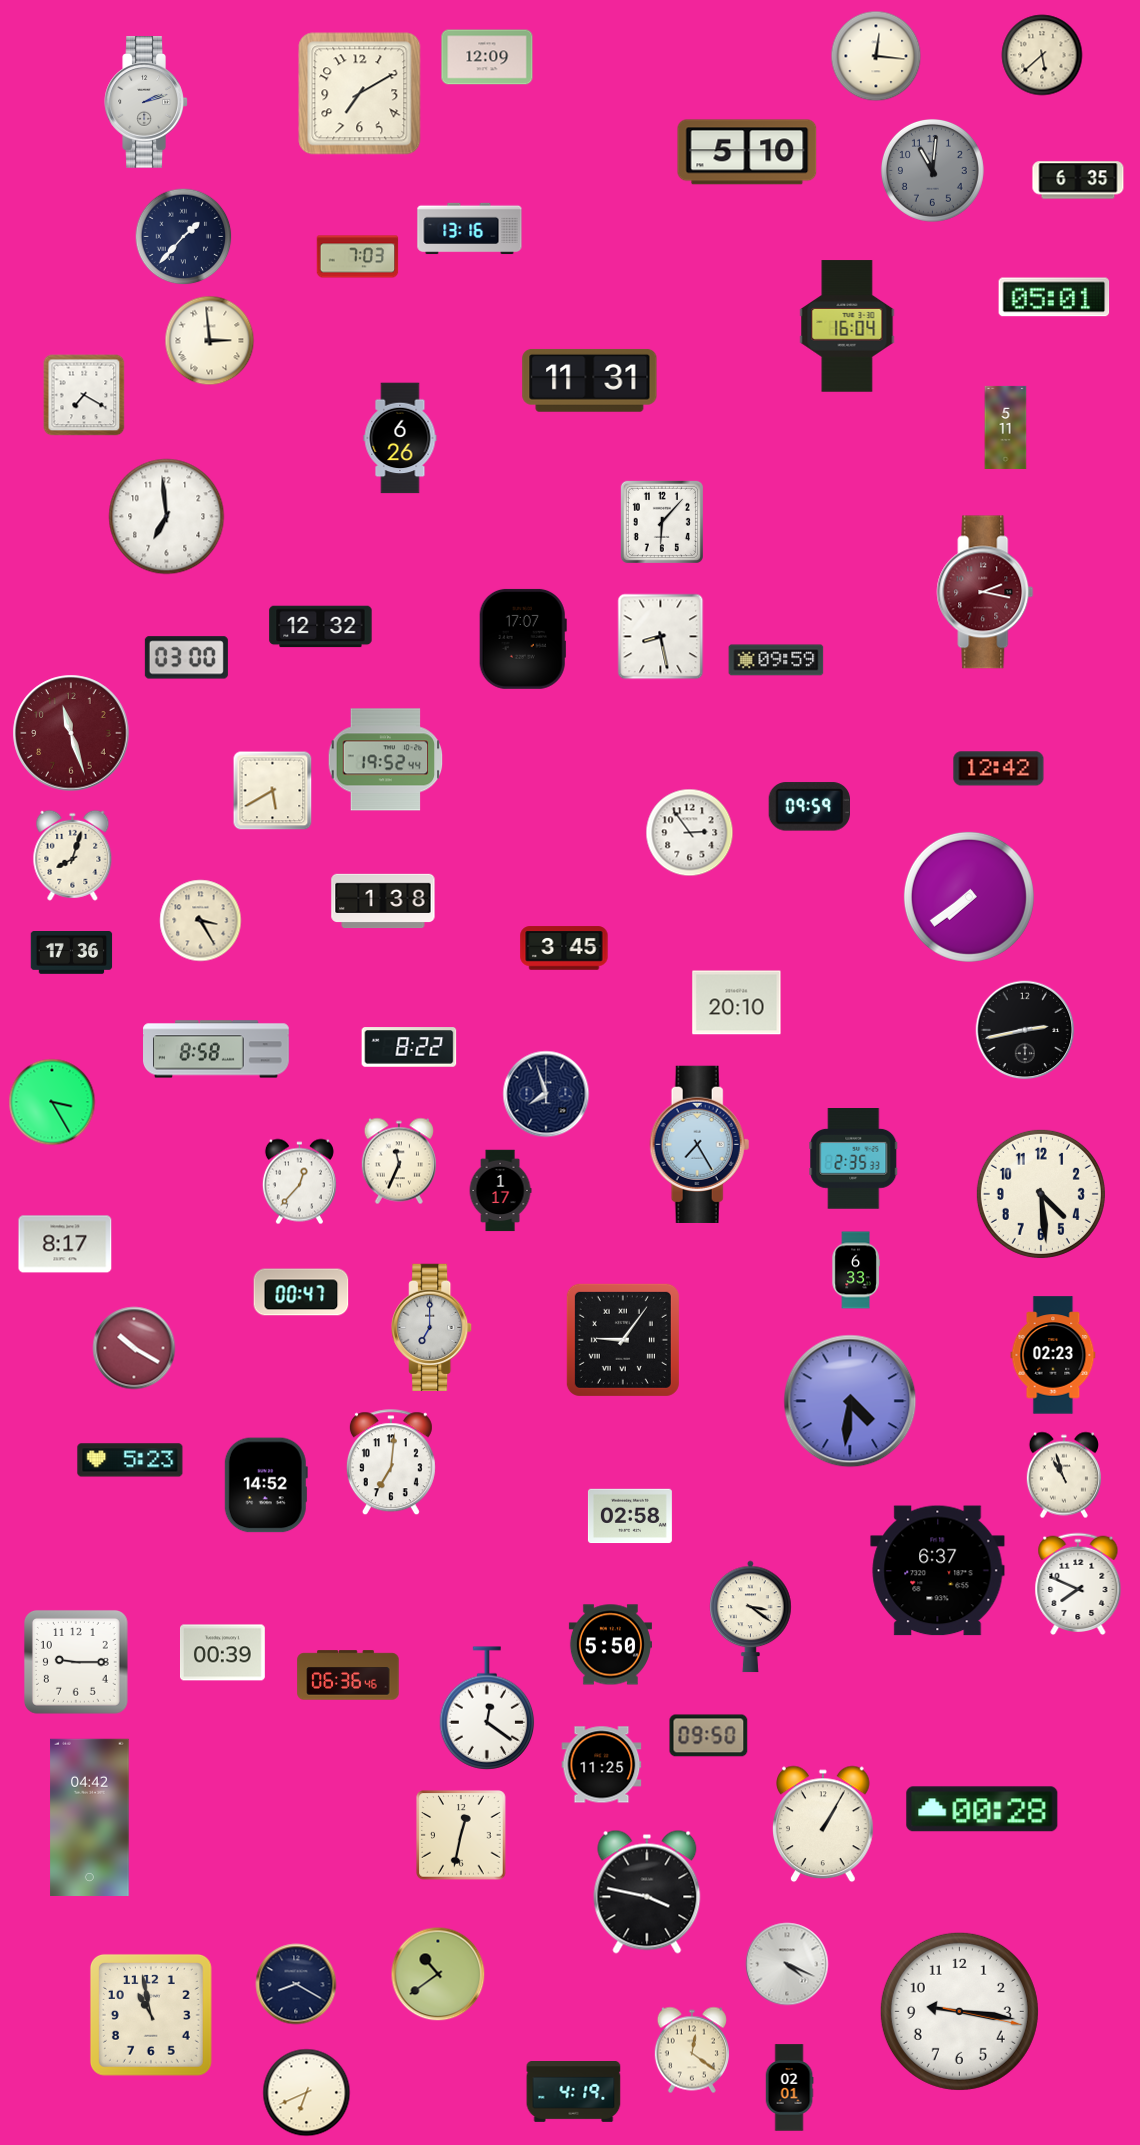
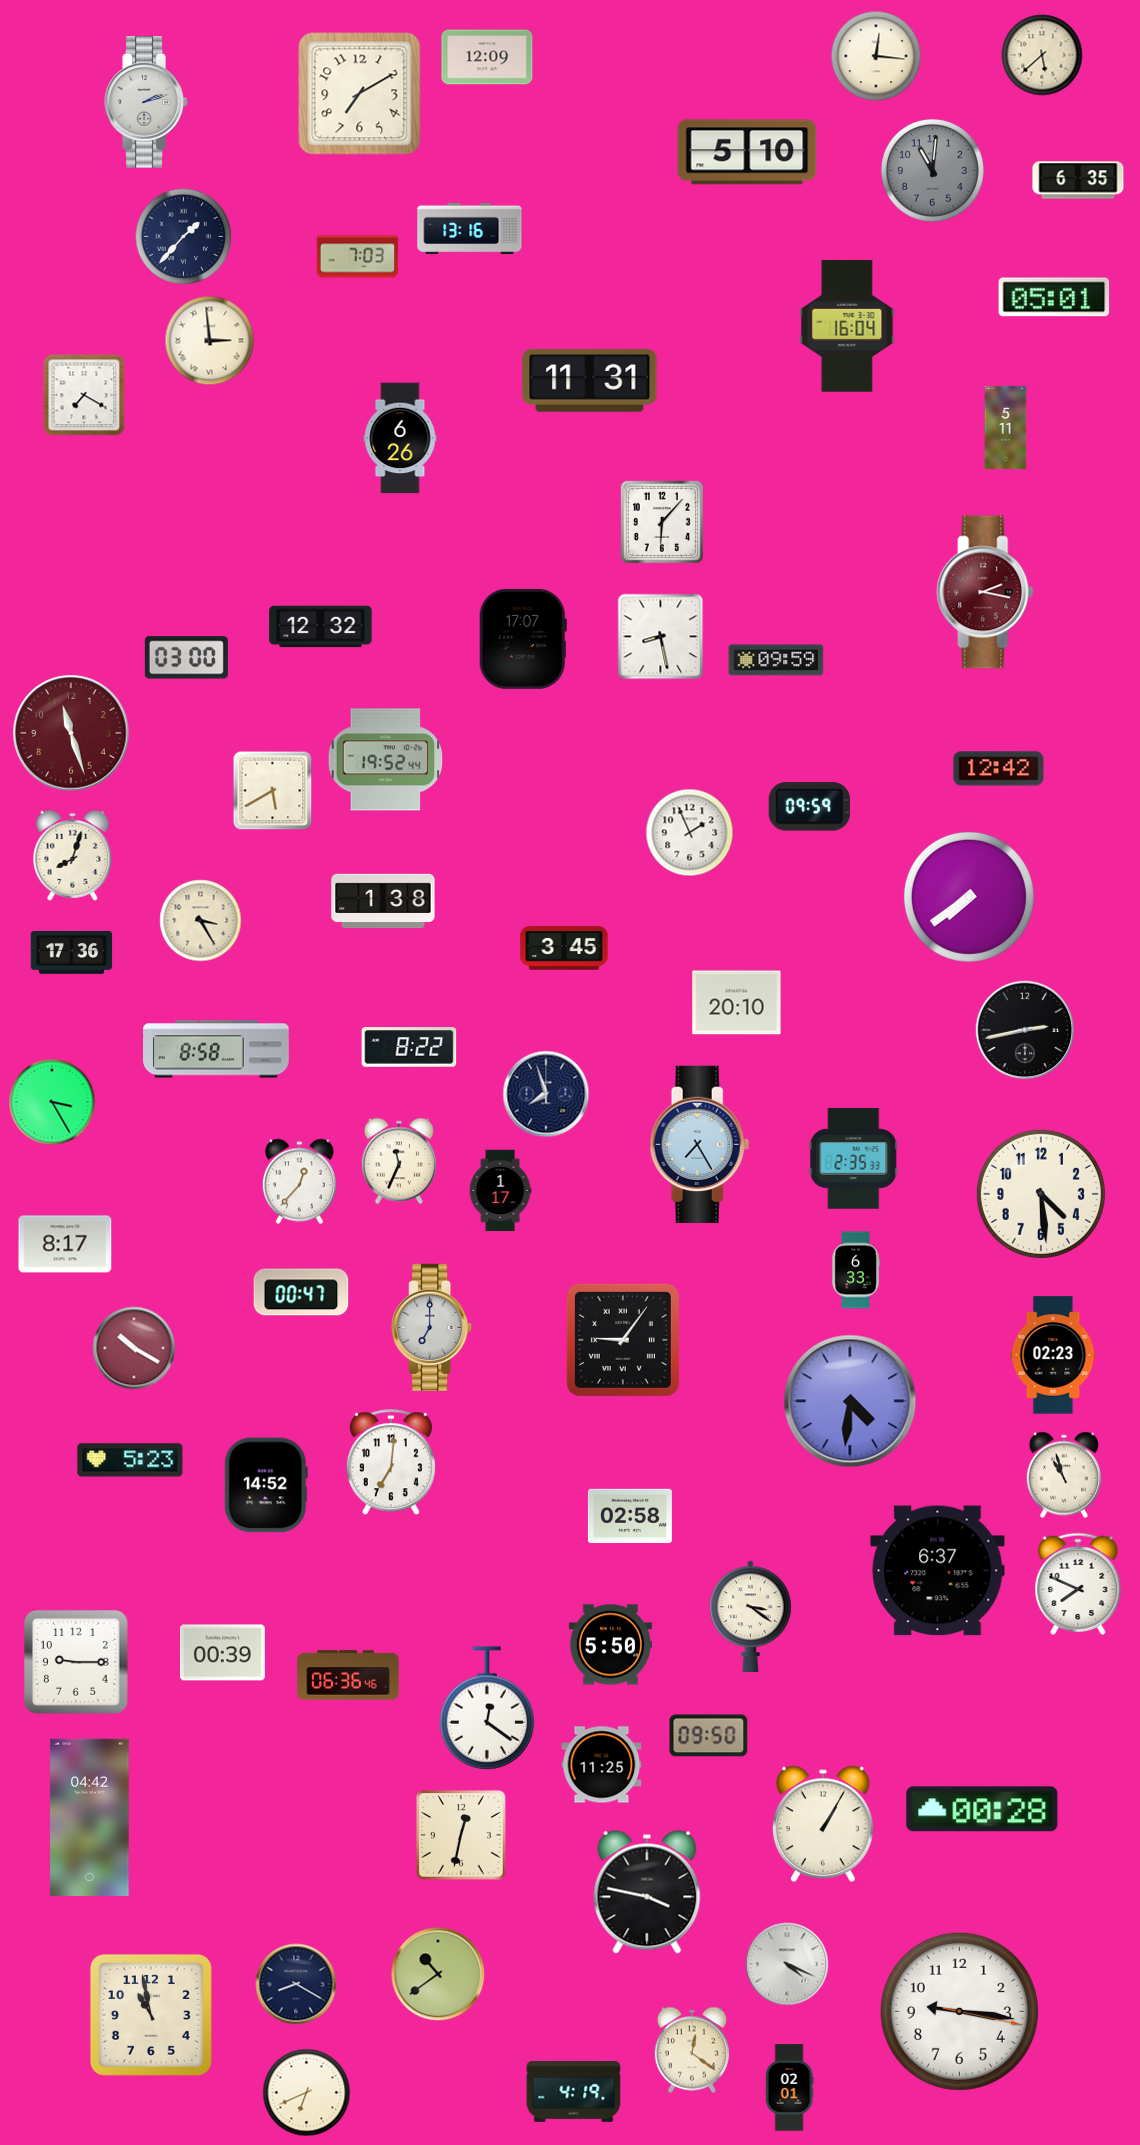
clock at (167, 517): 6:59 -> none
clock at (690, 833): 2:54 -> 1:56
